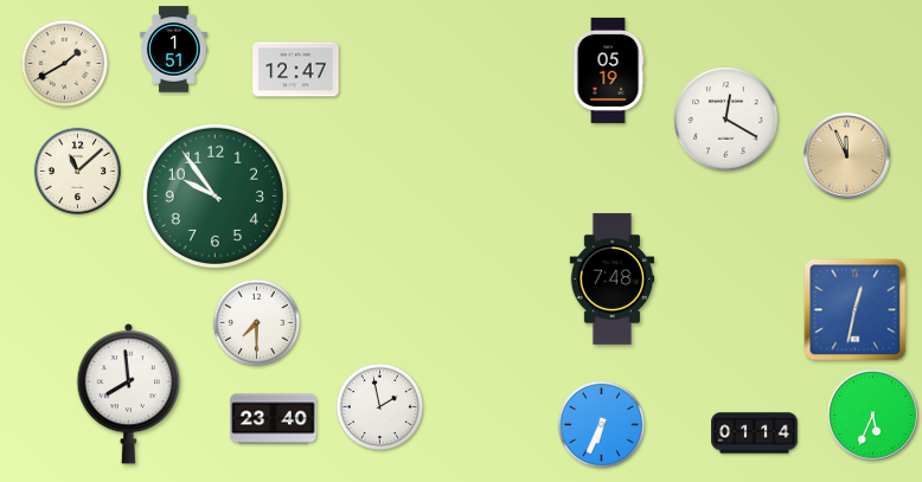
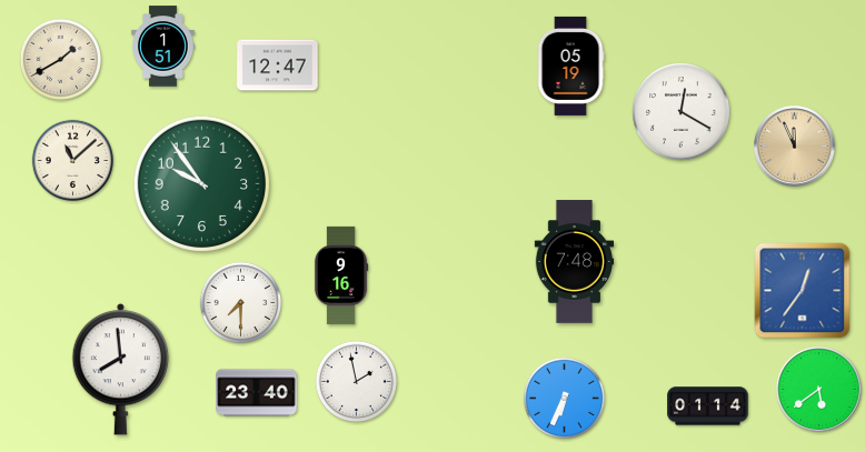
clock at (341, 275): none -> 9:16
clock at (856, 310): 12:32 -> 12:36
clock at (873, 416): 5:34 -> 5:39
